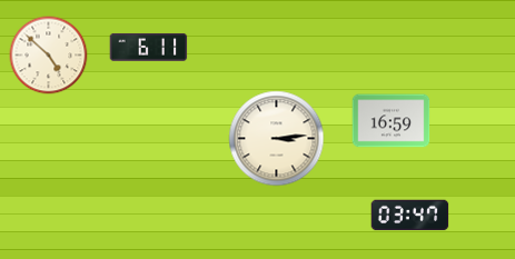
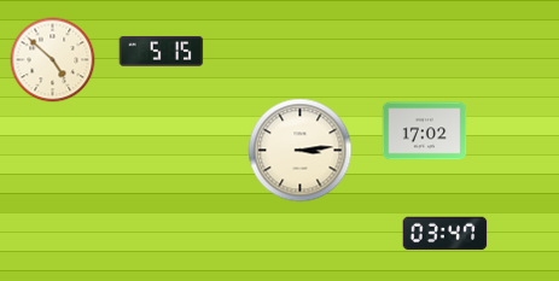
clock at (149, 47): 6:11 -> 5:15
clock at (392, 121): 16:59 -> 17:02
